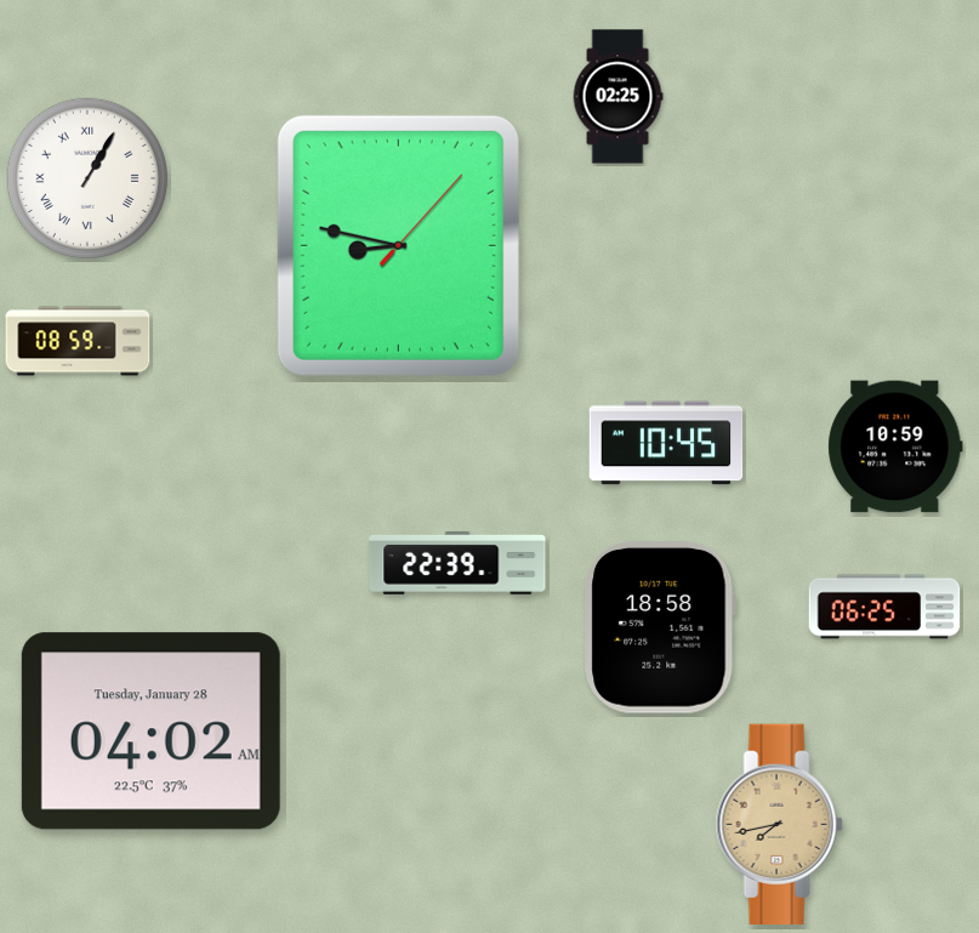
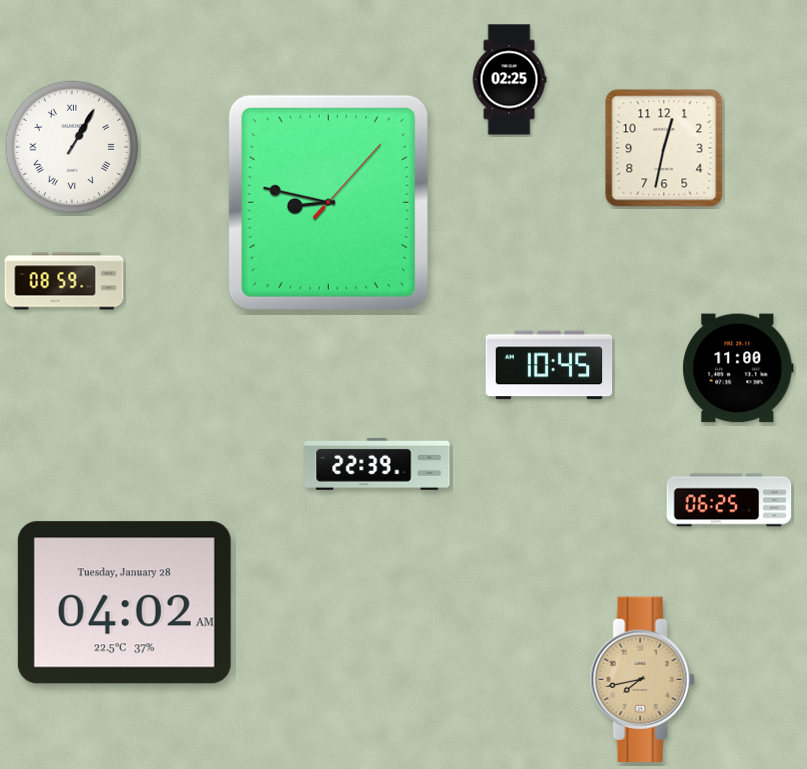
clock at (664, 148): none -> 12:32
clock at (895, 446): 10:59 -> 11:00
clock at (660, 628): 18:58 -> none
